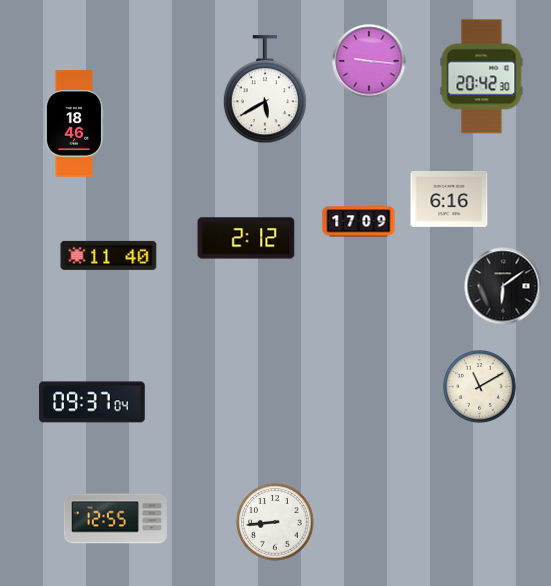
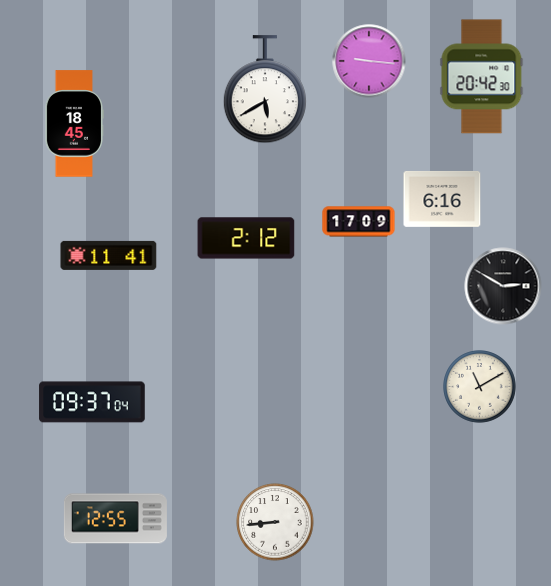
clock at (74, 124): 18:46 -> 18:45
clock at (449, 199) position: (449, 199) -> (442, 199)
clock at (109, 255): 11:40 -> 11:41
clock at (503, 286): 6:09 -> 2:50
